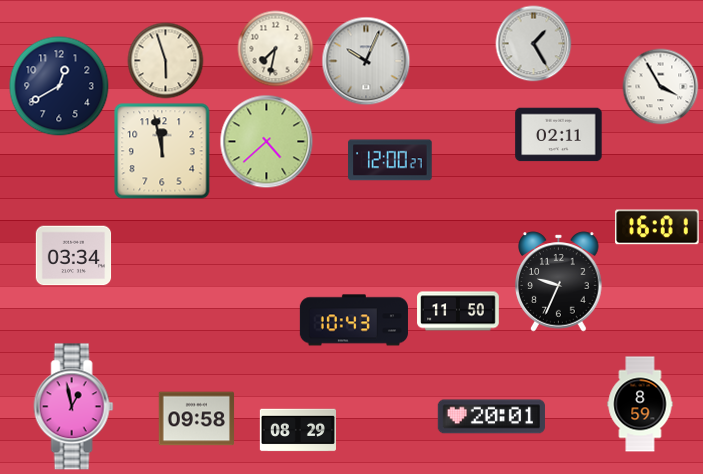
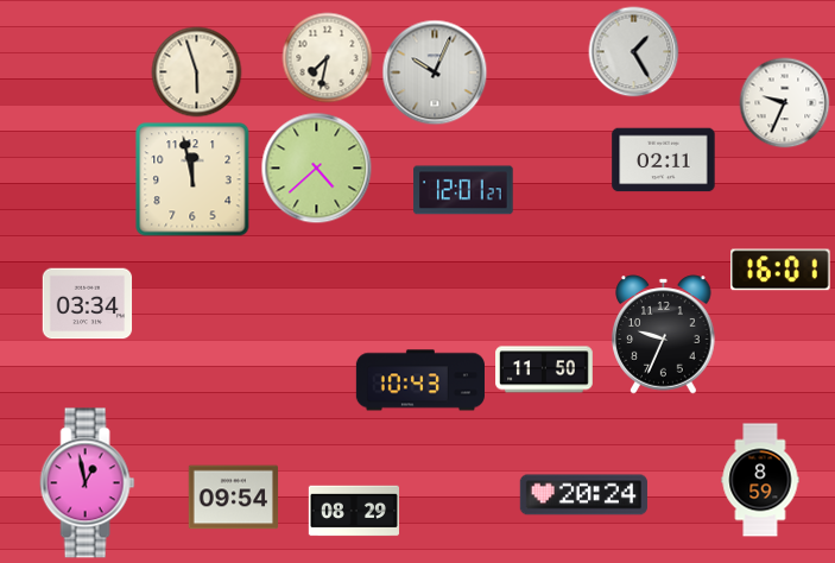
clock at (59, 86): 12:40 -> none
clock at (661, 87): 3:55 -> 9:34
clock at (390, 160): 12:00 -> 12:01
clock at (491, 417): 20:01 -> 20:24
clock at (197, 419): 09:58 -> 09:54
